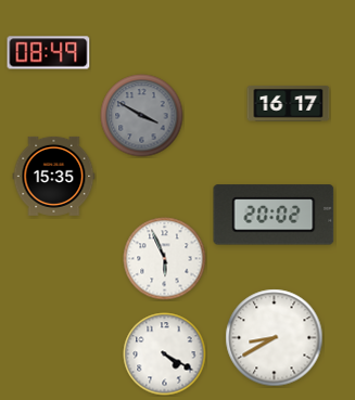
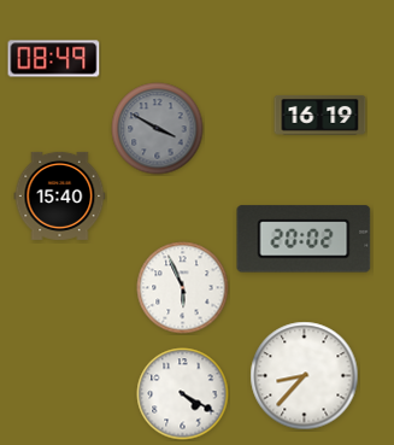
clock at (289, 103): 16:17 -> 16:19
clock at (54, 176): 15:35 -> 15:40
clock at (275, 338): 8:40 -> 8:37
